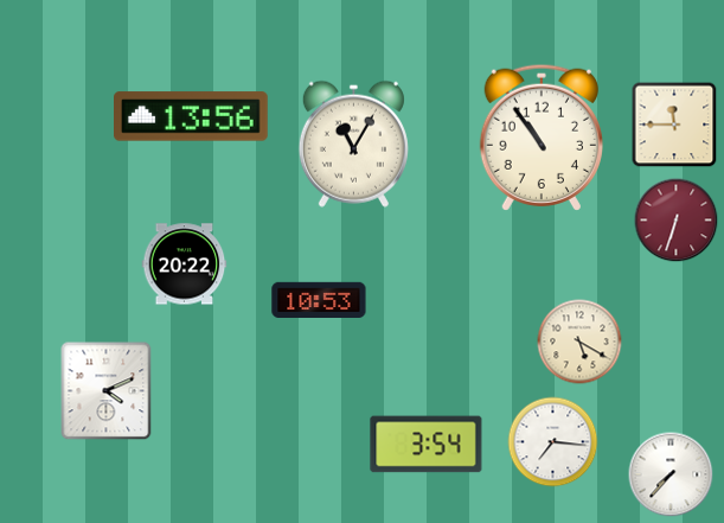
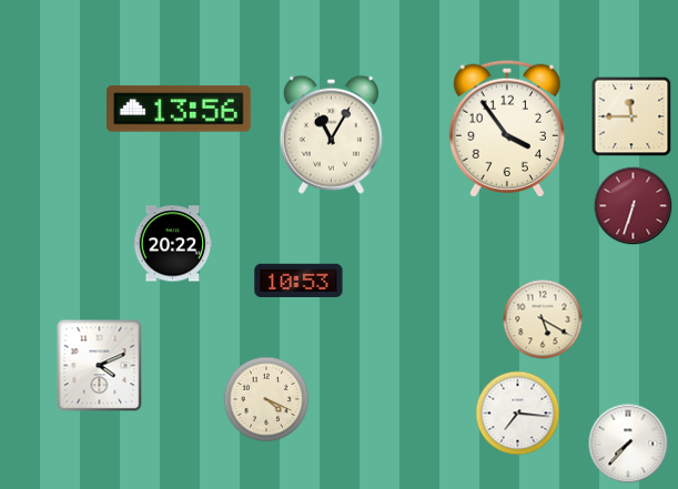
clock at (542, 138): 10:54 -> 3:54
clock at (185, 264) position: (185, 264) -> (173, 244)
clock at (266, 399): none -> 4:19
clock at (427, 445): 3:54 -> none
